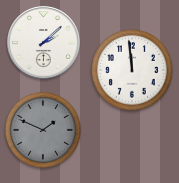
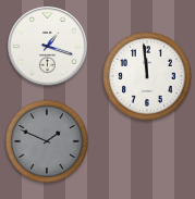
clock at (44, 43): 2:08 -> 1:18
clock at (133, 71) position: (133, 71) -> (148, 77)
